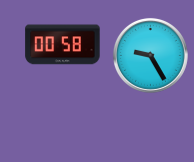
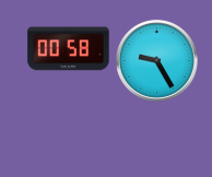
clock at (150, 55) position: (150, 55) -> (156, 60)
